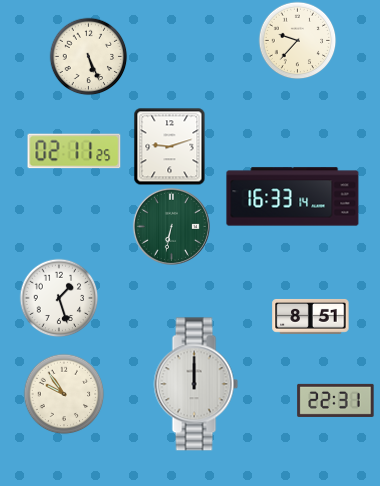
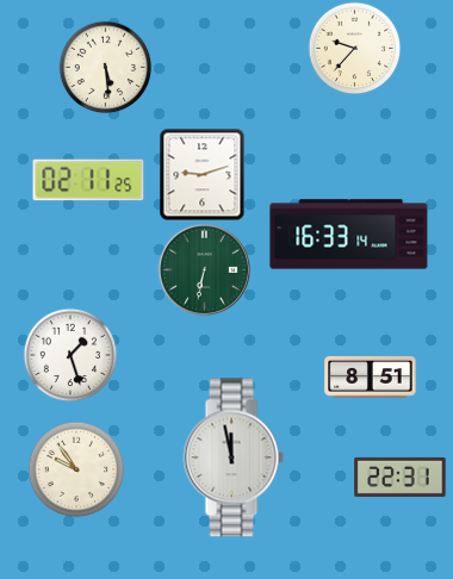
clock at (88, 56): 5:26 -> 5:29
clock at (196, 384): 12:00 -> 11:58
